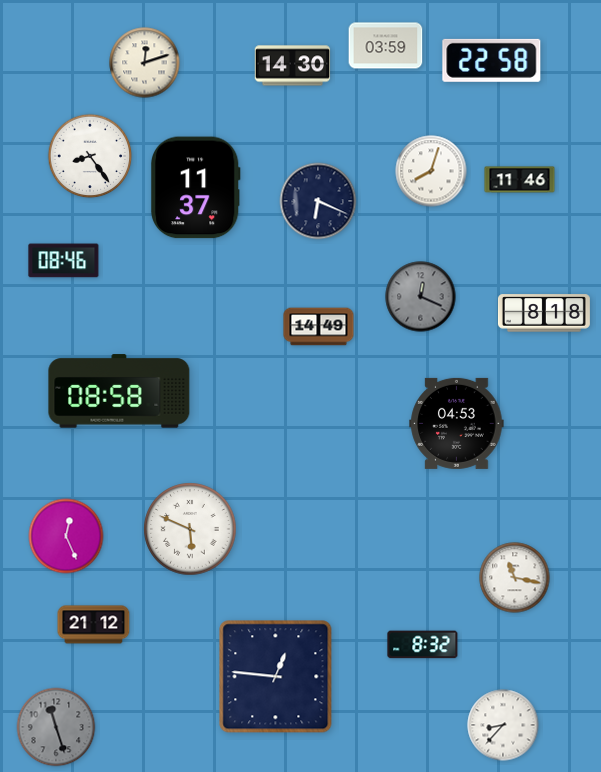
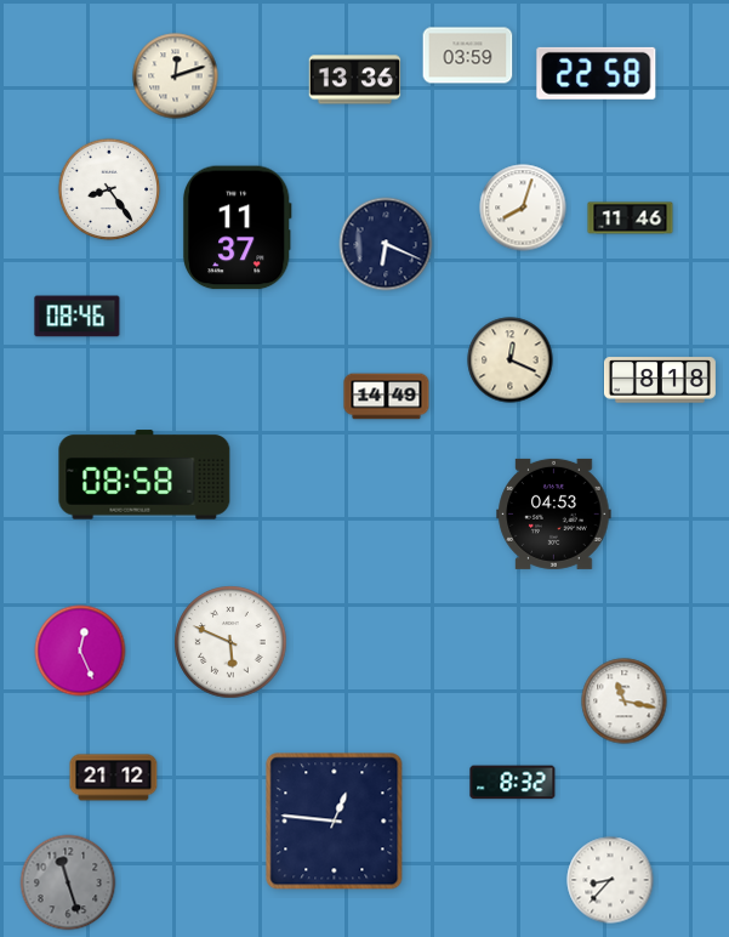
clock at (293, 66): 14:30 -> 13:36
clock at (421, 297) dial: grey -> cream
clock at (94, 625) position: (94, 625) -> (114, 778)
